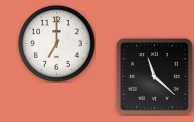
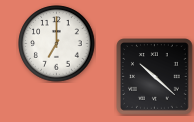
clock at (155, 77): 11:22 -> 10:22
